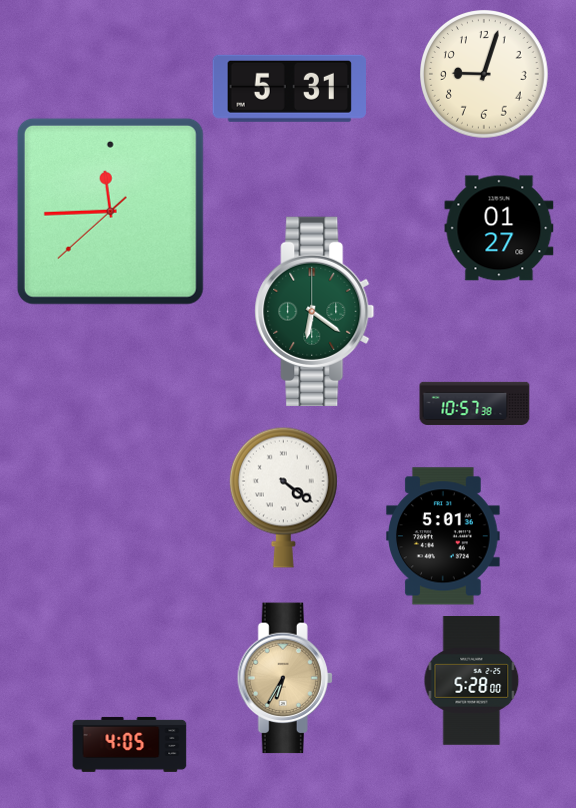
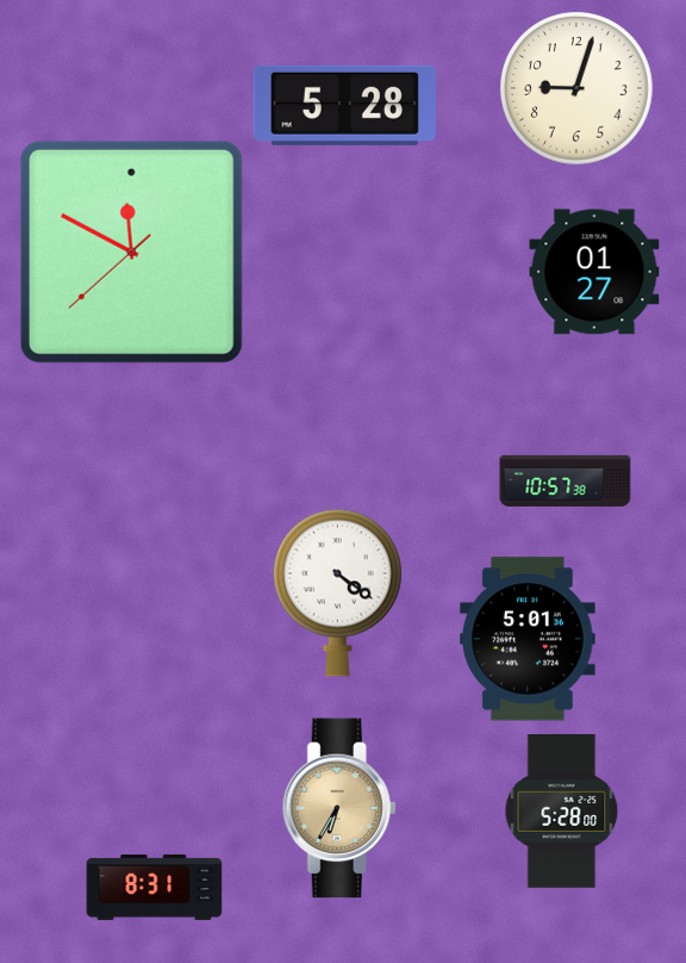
clock at (289, 88): 5:31 -> 5:28
clock at (110, 211): 11:44 -> 11:49
clock at (315, 311): 6:21 -> none
clock at (130, 744): 4:05 -> 8:31
